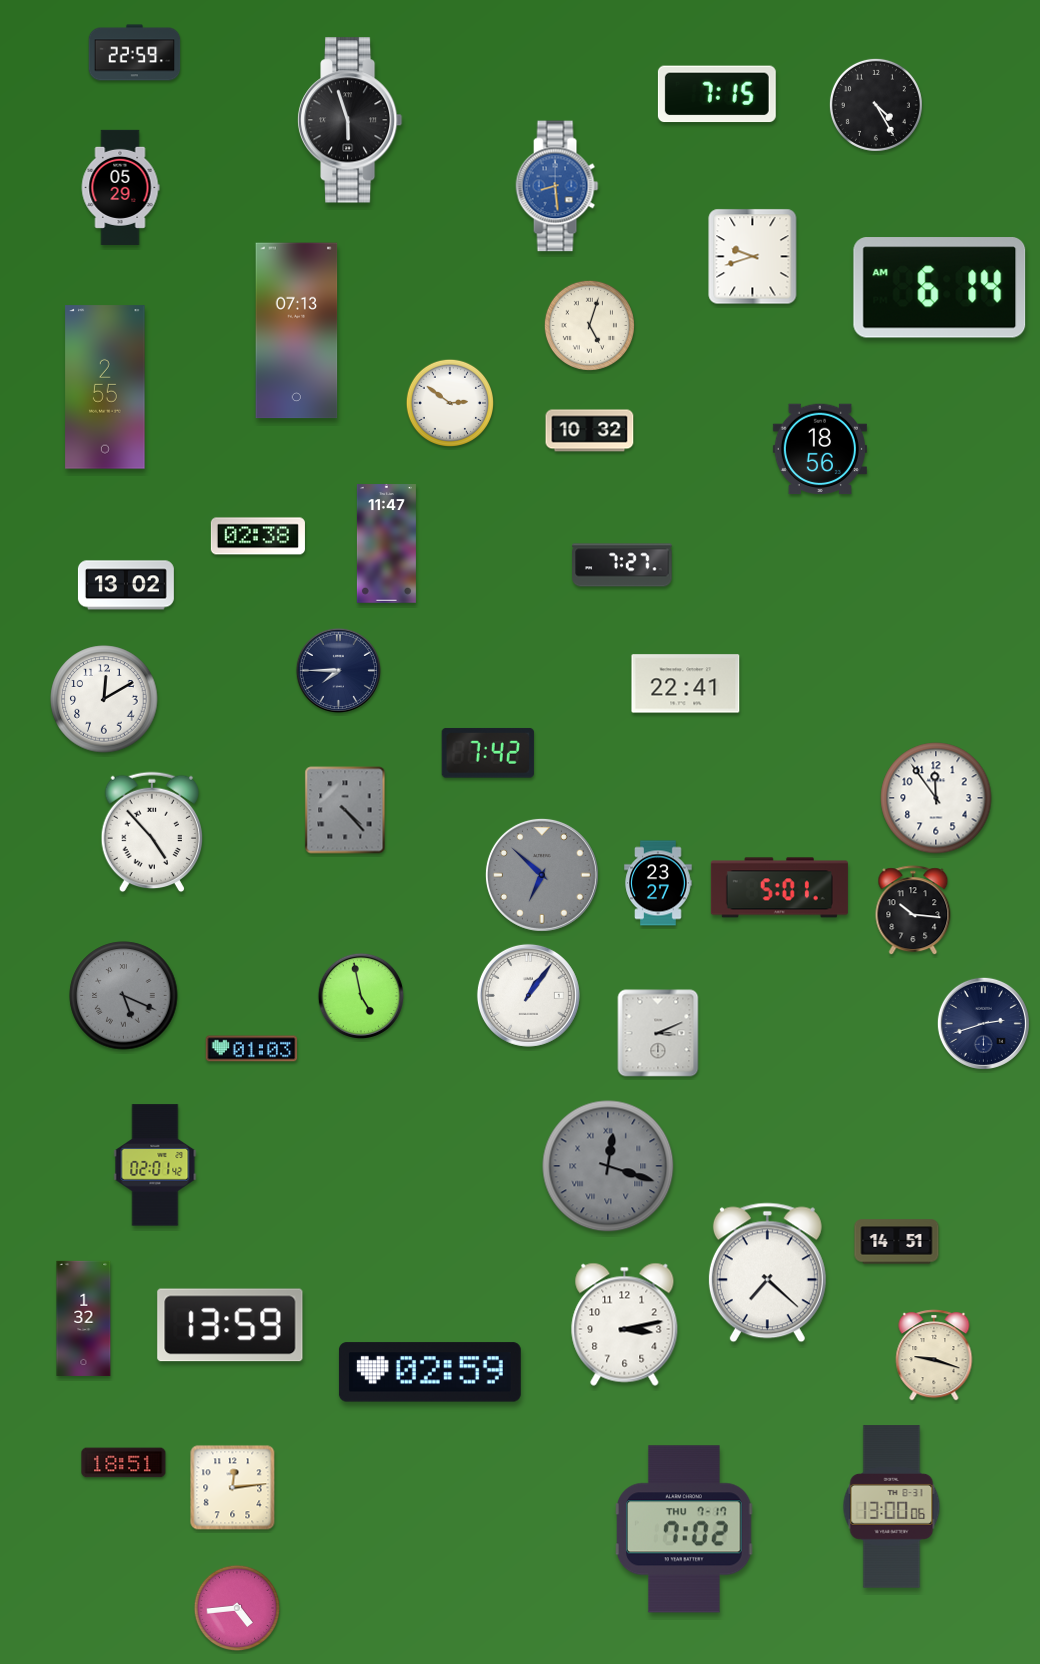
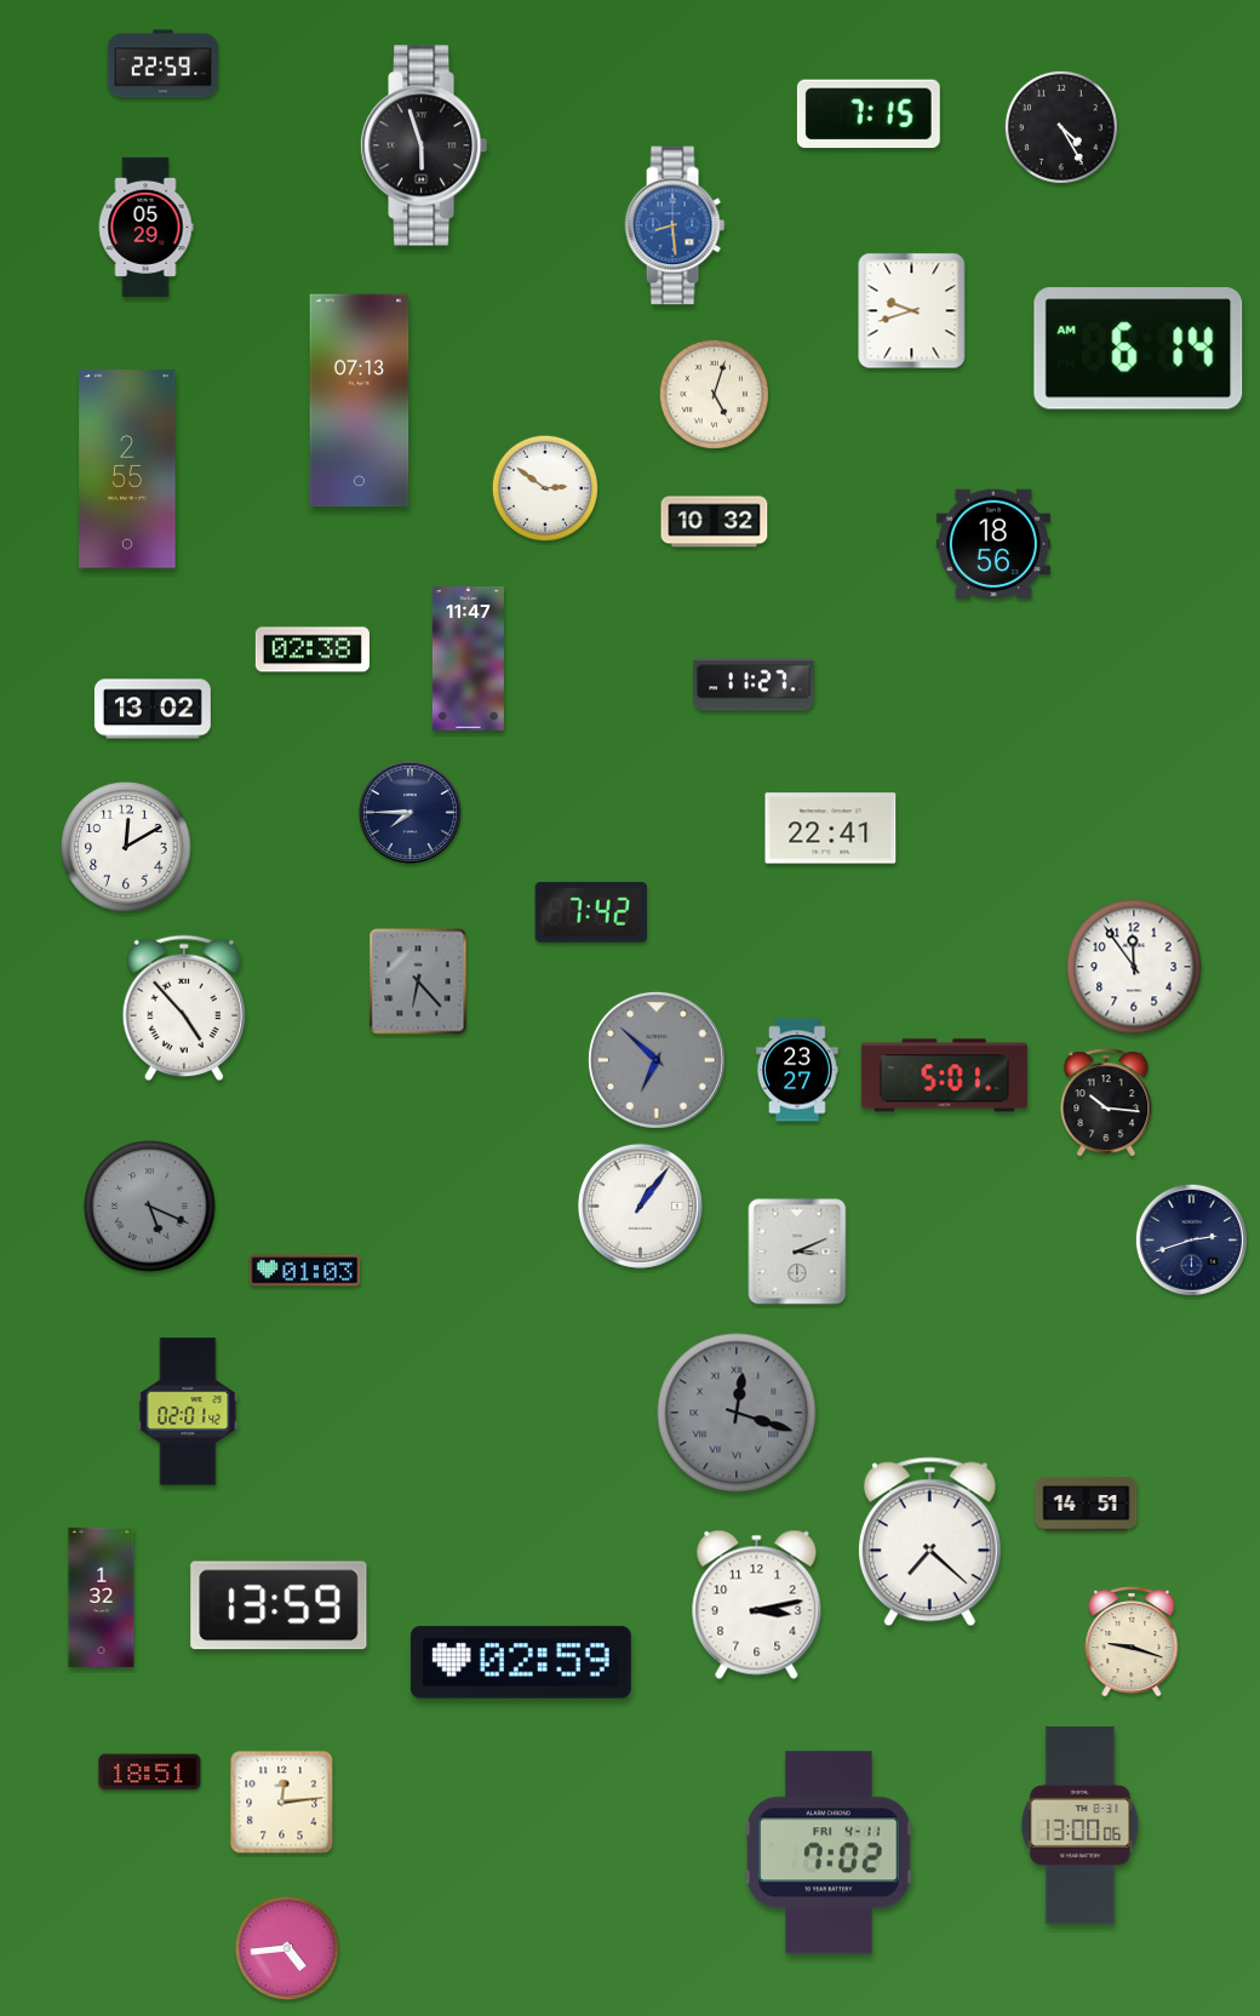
clock at (622, 565): 7:27 -> 11:27
clock at (345, 810): 4:23 -> 6:23
clock at (360, 995): 4:58 -> none
clock at (684, 1529) date: THU 7-17 -> FRI 4-11
